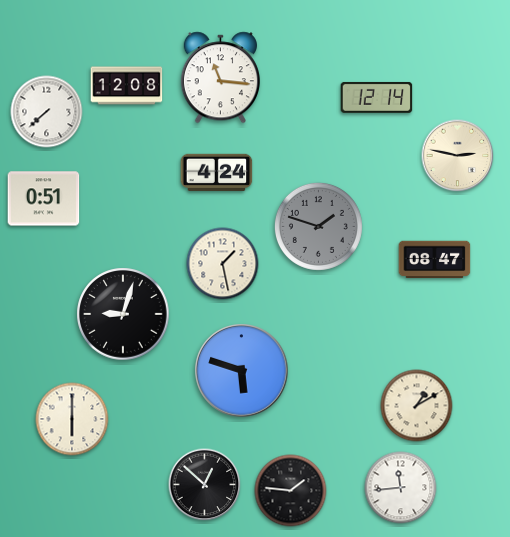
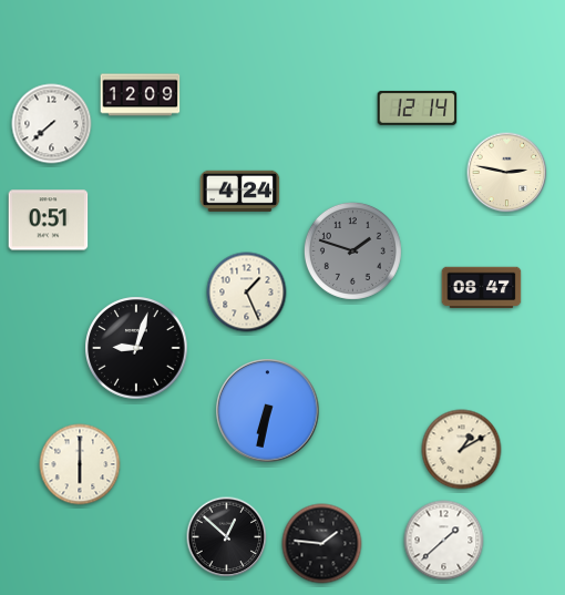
clock at (220, 78): 11:16 -> none
clock at (127, 86): 12:08 -> 12:09
clock at (223, 264): 1:28 -> 1:26
clock at (242, 371): 5:48 -> 6:32
clock at (401, 488): 11:44 -> 1:38
